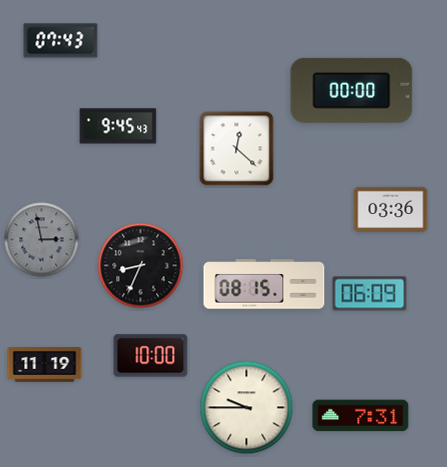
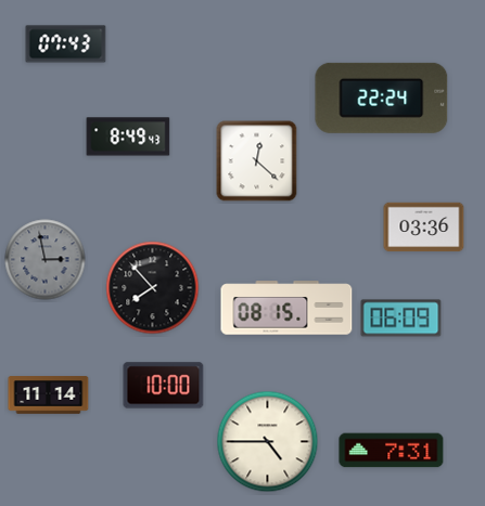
clock at (352, 90): 00:00 -> 22:24
clock at (118, 126): 9:45 -> 8:49
clock at (141, 266): 8:34 -> 7:53
clock at (45, 365): 11:19 -> 11:14
clock at (247, 408): 9:45 -> 4:45
